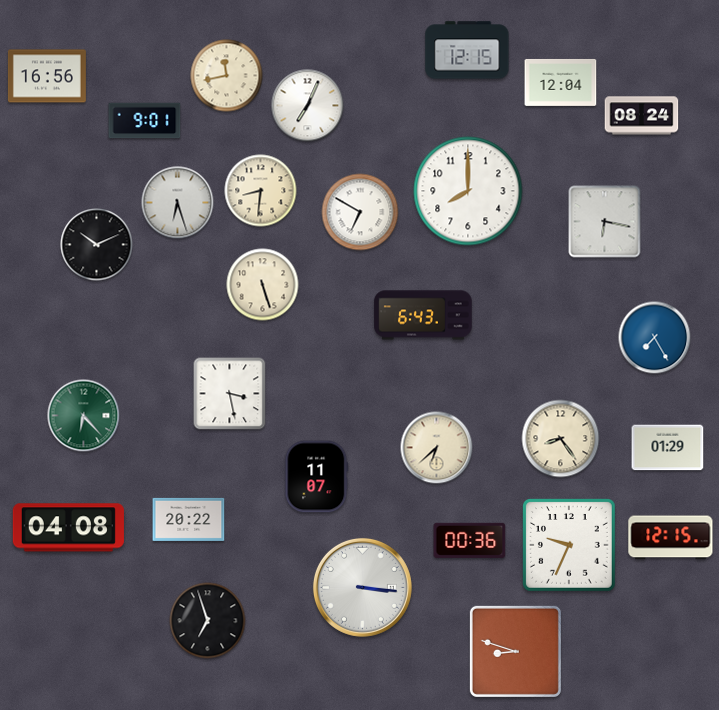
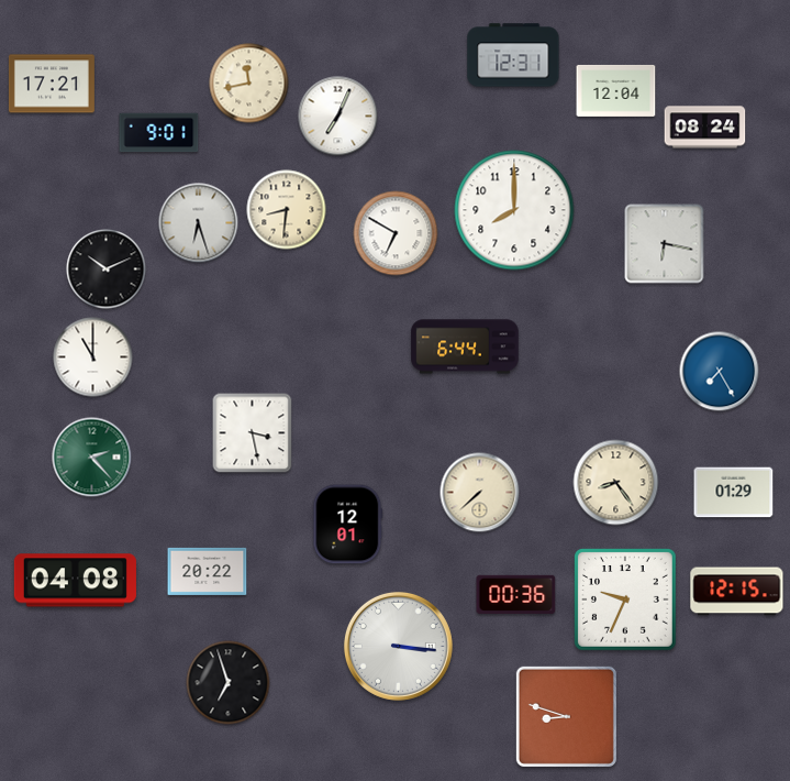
clock at (467, 50): 12:15 -> 12:31
clock at (47, 76): 16:56 -> 17:21
clock at (178, 203) position: (178, 203) -> (199, 223)
clock at (263, 285): 5:27 -> none
clock at (423, 315): 6:43 -> 6:44
clock at (93, 358): none -> 11:00
clock at (84, 416): 6:23 -> 2:23
clock at (437, 448): 6:38 -> 7:38
clock at (317, 477): 11:07 -> 12:01
